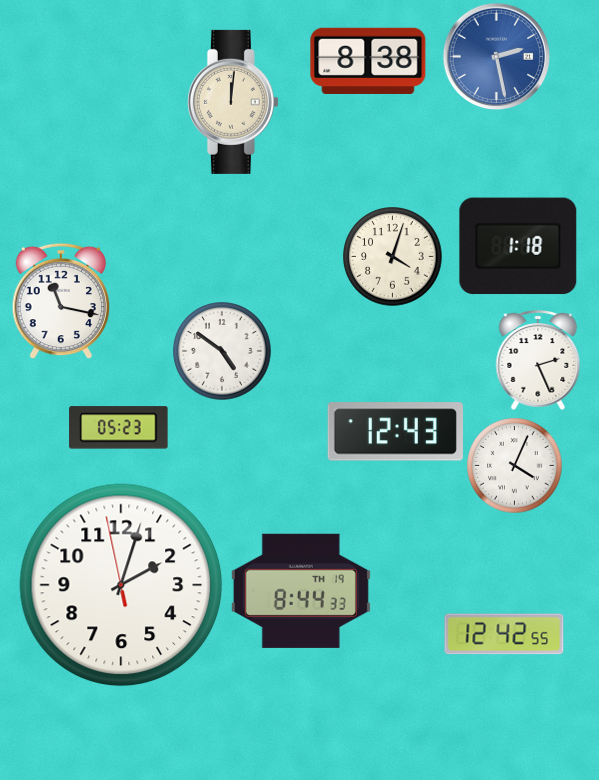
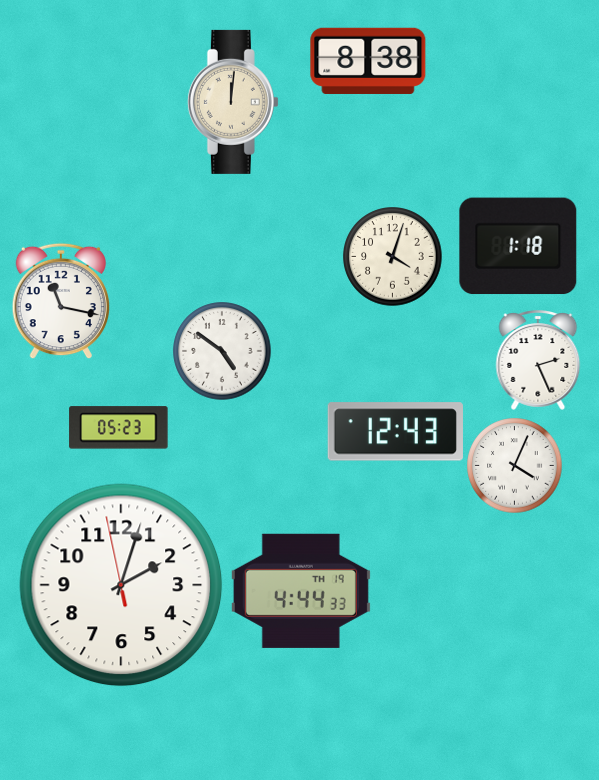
clock at (496, 56): 2:28 -> none
clock at (301, 591): 8:44 -> 4:44
clock at (504, 634): 12:42 -> none
